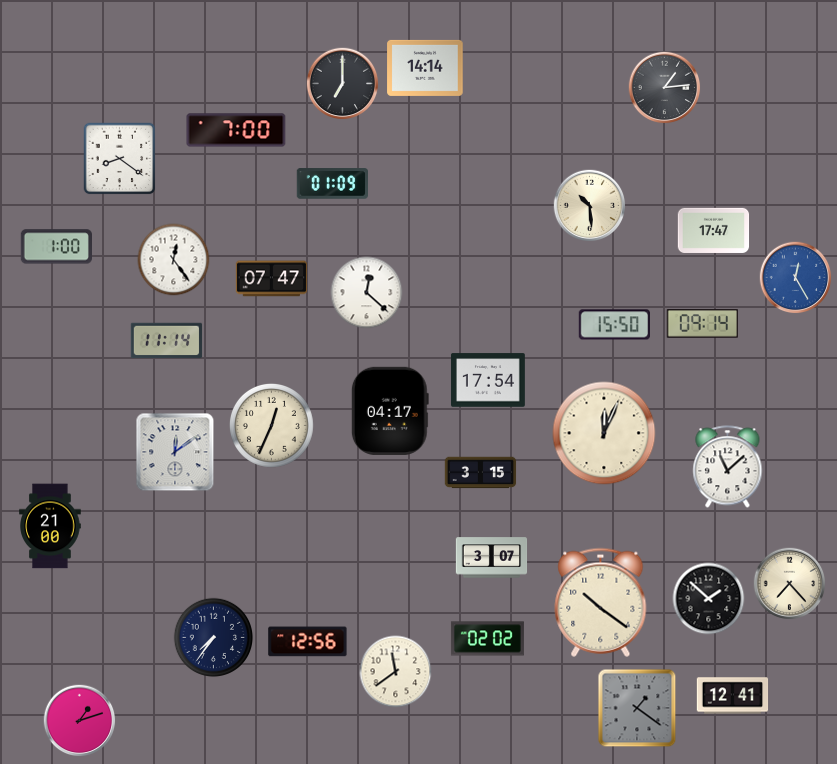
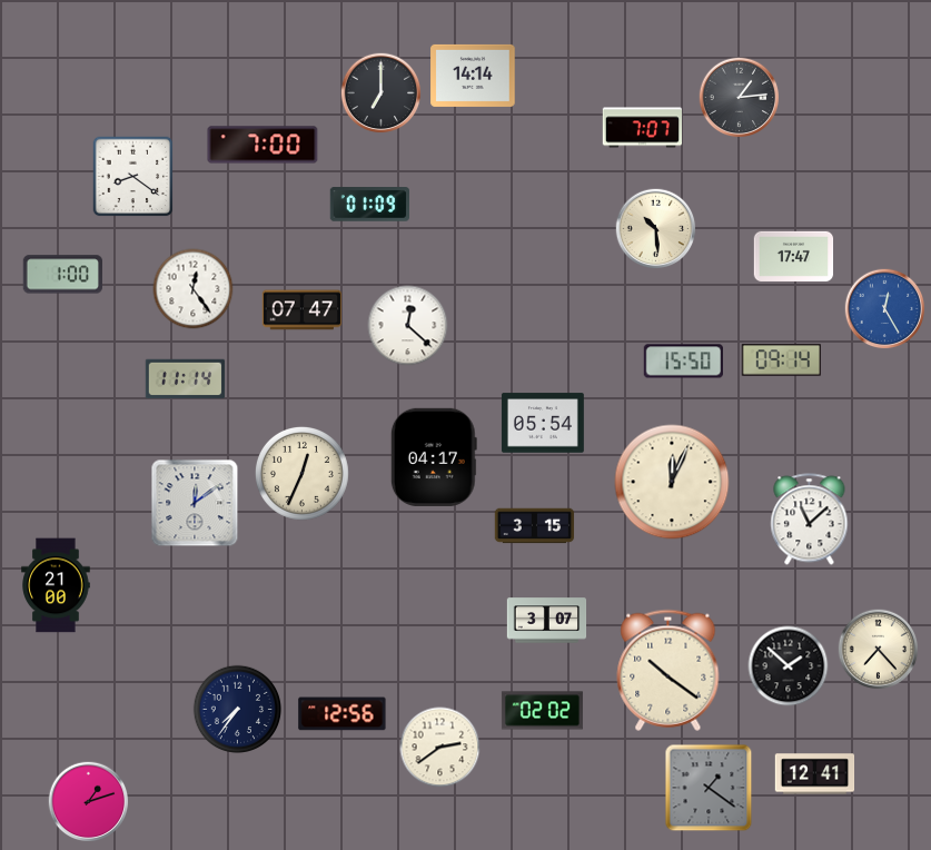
clock at (642, 128): none -> 7:07
clock at (488, 380): 17:54 -> 05:54
clock at (396, 672): 11:39 -> 2:39
